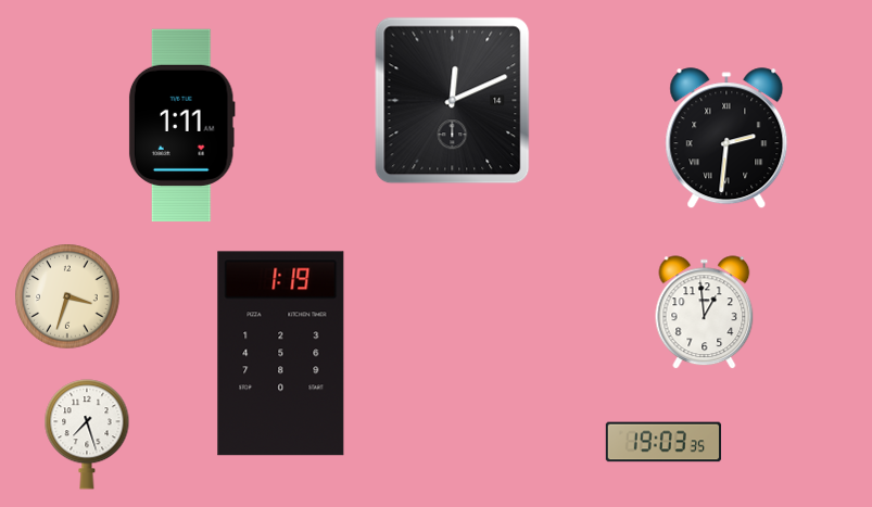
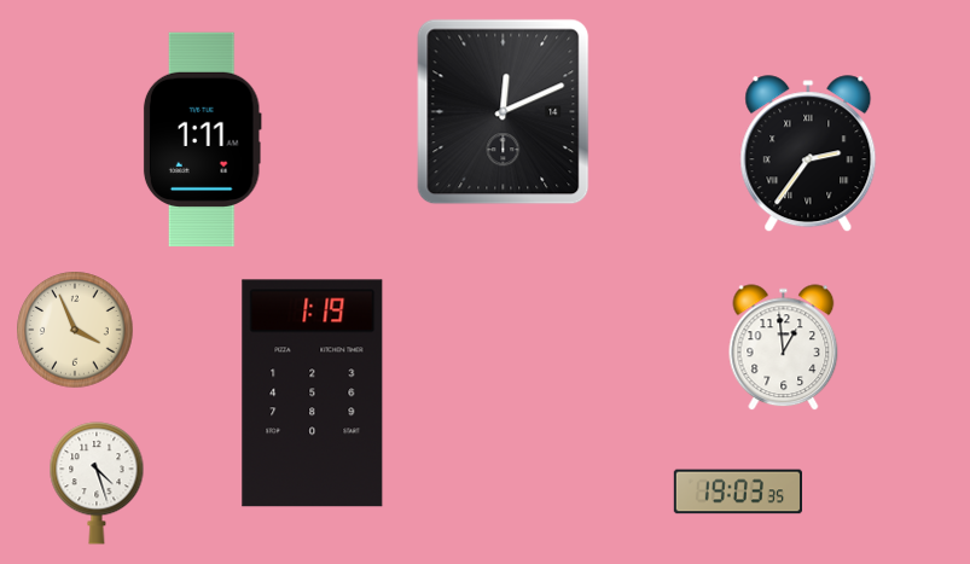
clock at (726, 139): 2:31 -> 2:36
clock at (67, 296): 3:33 -> 3:56
clock at (87, 434): 7:27 -> 4:27
